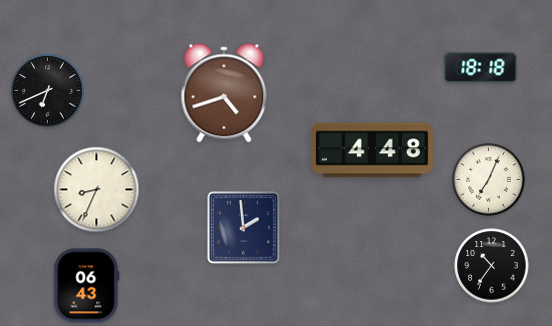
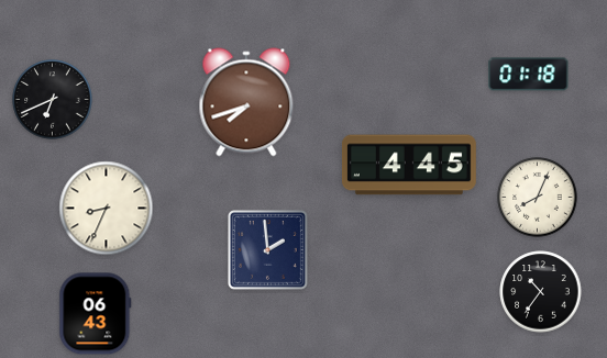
clock at (481, 68): 18:18 -> 01:18
clock at (224, 93): 4:42 -> 7:42
clock at (372, 150): 4:48 -> 4:45
clock at (489, 180): 7:04 -> 8:04
